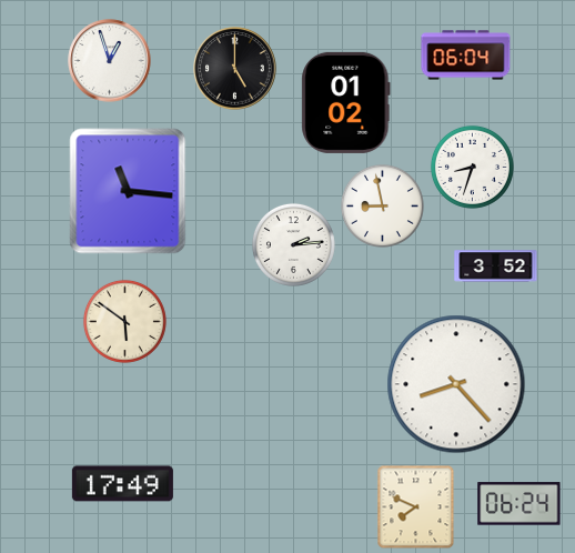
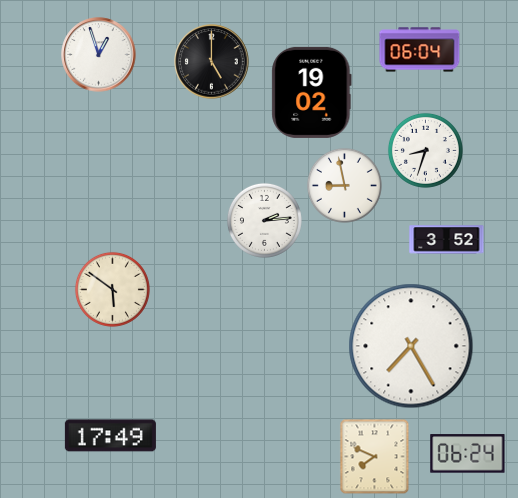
clock at (346, 102): 01:02 -> 19:02
clock at (128, 191): 11:16 -> none
clock at (456, 384): 8:23 -> 7:25
